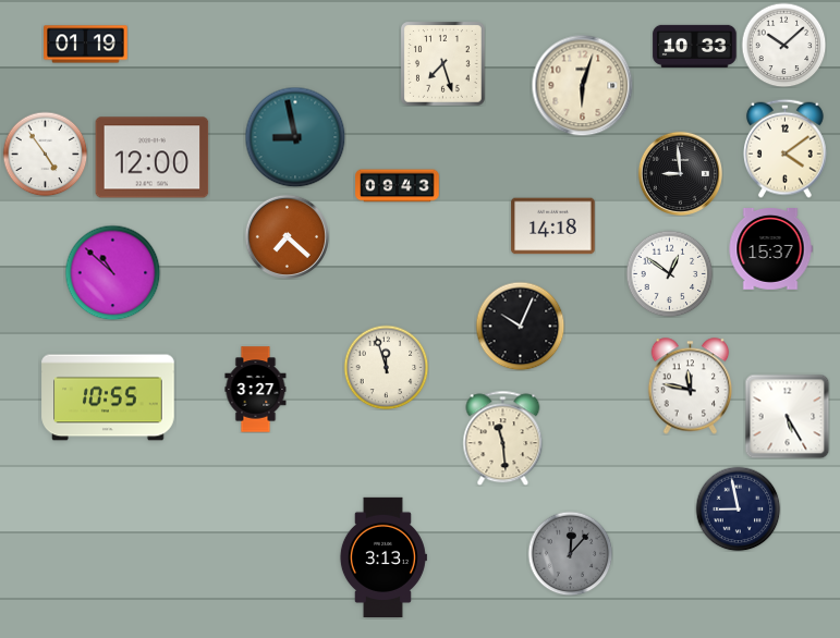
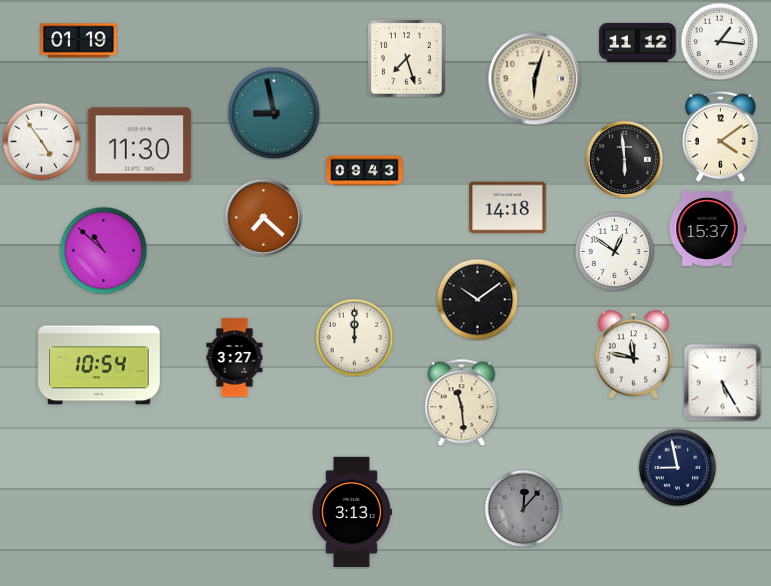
clock at (783, 45): 10:08 -> 1:16
clock at (695, 46): 10:33 -> 11:12
clock at (295, 137) position: (295, 137) -> (274, 113)
clock at (153, 158): 12:00 -> 11:30
clock at (680, 173): 8:59 -> 5:59
clock at (520, 326): 10:04 -> 10:09
clock at (386, 367): 11:57 -> 12:00
clock at (108, 397): 10:55 -> 10:54
